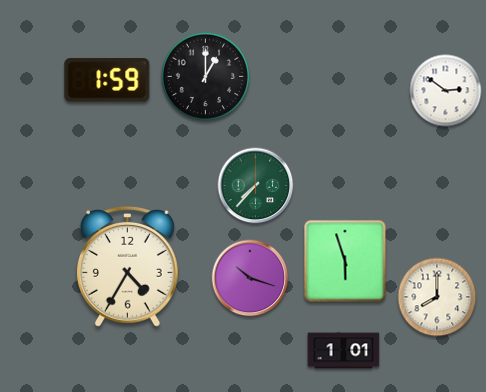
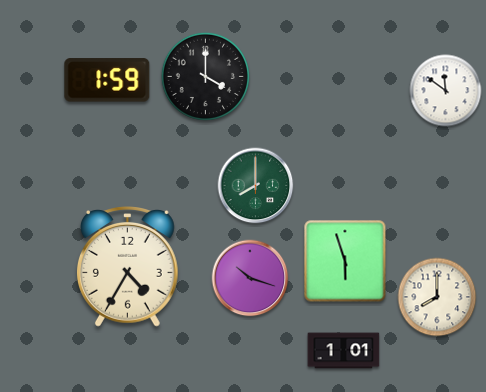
clock at (205, 76): 1:00 -> 4:00
clock at (446, 91): 2:51 -> 11:51
clock at (256, 186): 7:37 -> 8:00
